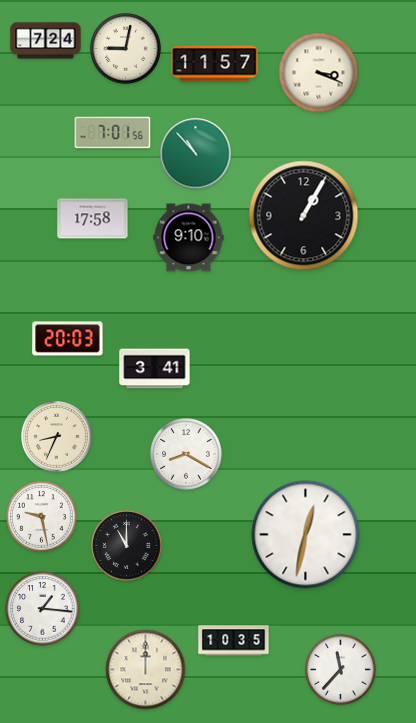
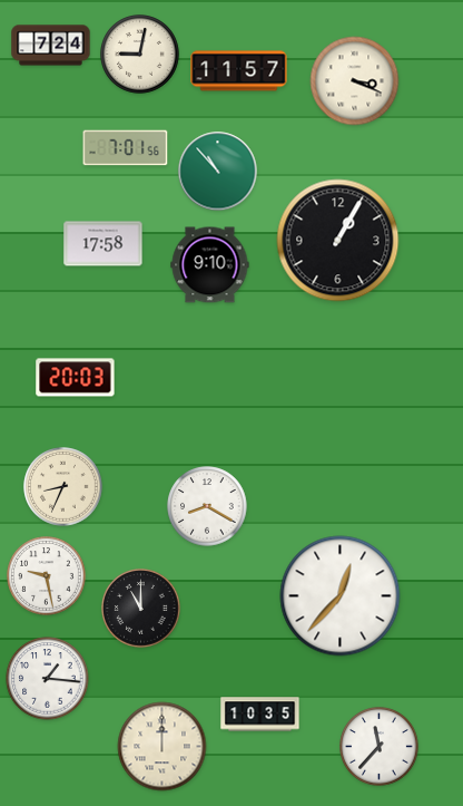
clock at (155, 369): 3:41 -> none
clock at (306, 535): 12:32 -> 12:37
